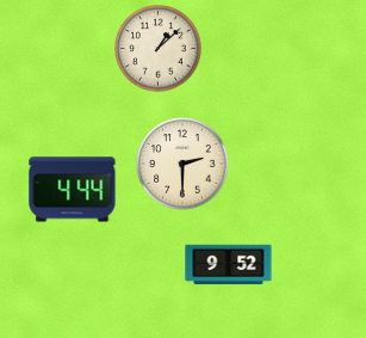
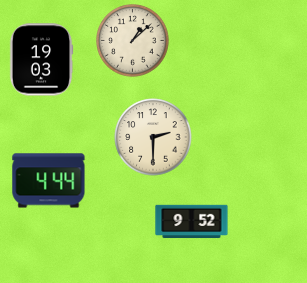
clock at (41, 60): none -> 19:03
clock at (73, 190) position: (73, 190) -> (49, 181)
